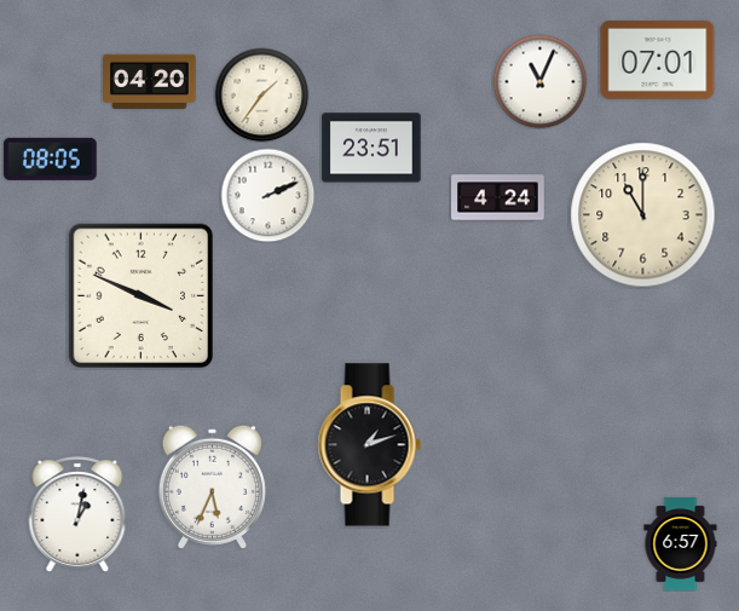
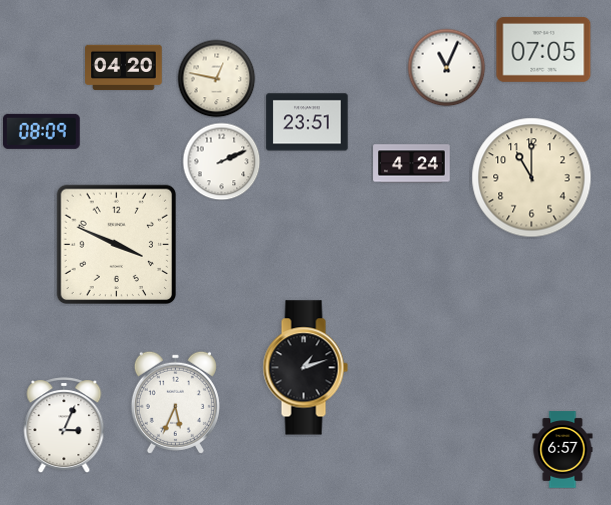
clock at (658, 59): 07:01 -> 07:05
clock at (261, 94): 1:36 -> 12:47
clock at (51, 158): 08:05 -> 08:09
clock at (77, 514): 1:02 -> 3:04
